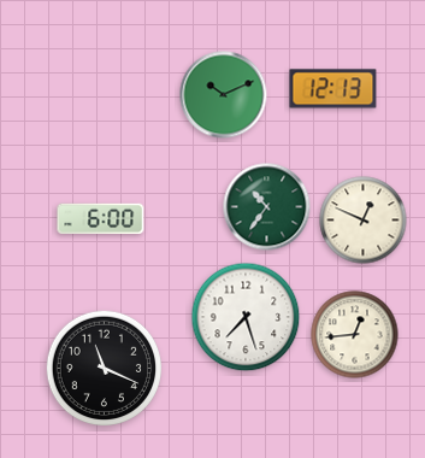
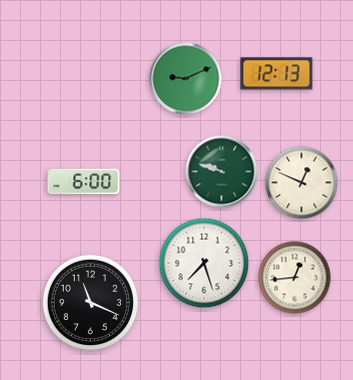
clock at (224, 95): 10:11 -> 9:11
clock at (267, 207): 10:36 -> 9:48
clock at (105, 369) position: (105, 369) -> (91, 303)
